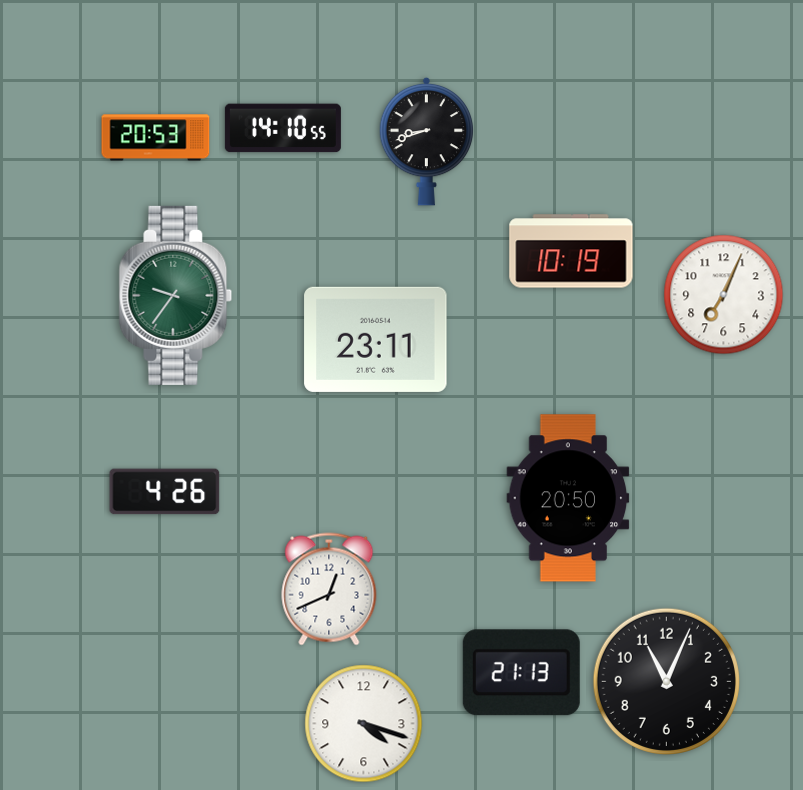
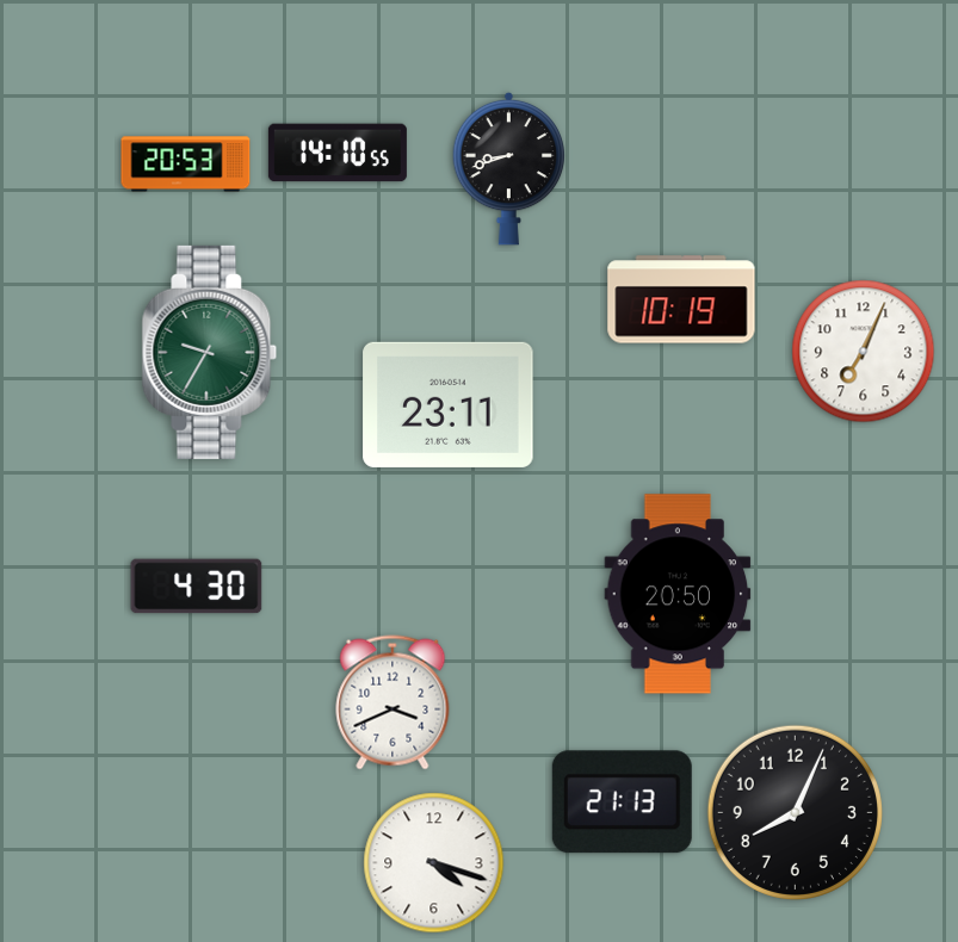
clock at (176, 295): 9:36 -> 9:35
clock at (165, 492): 4:26 -> 4:30
clock at (329, 589): 12:41 -> 3:41
clock at (666, 681): 11:04 -> 8:04
